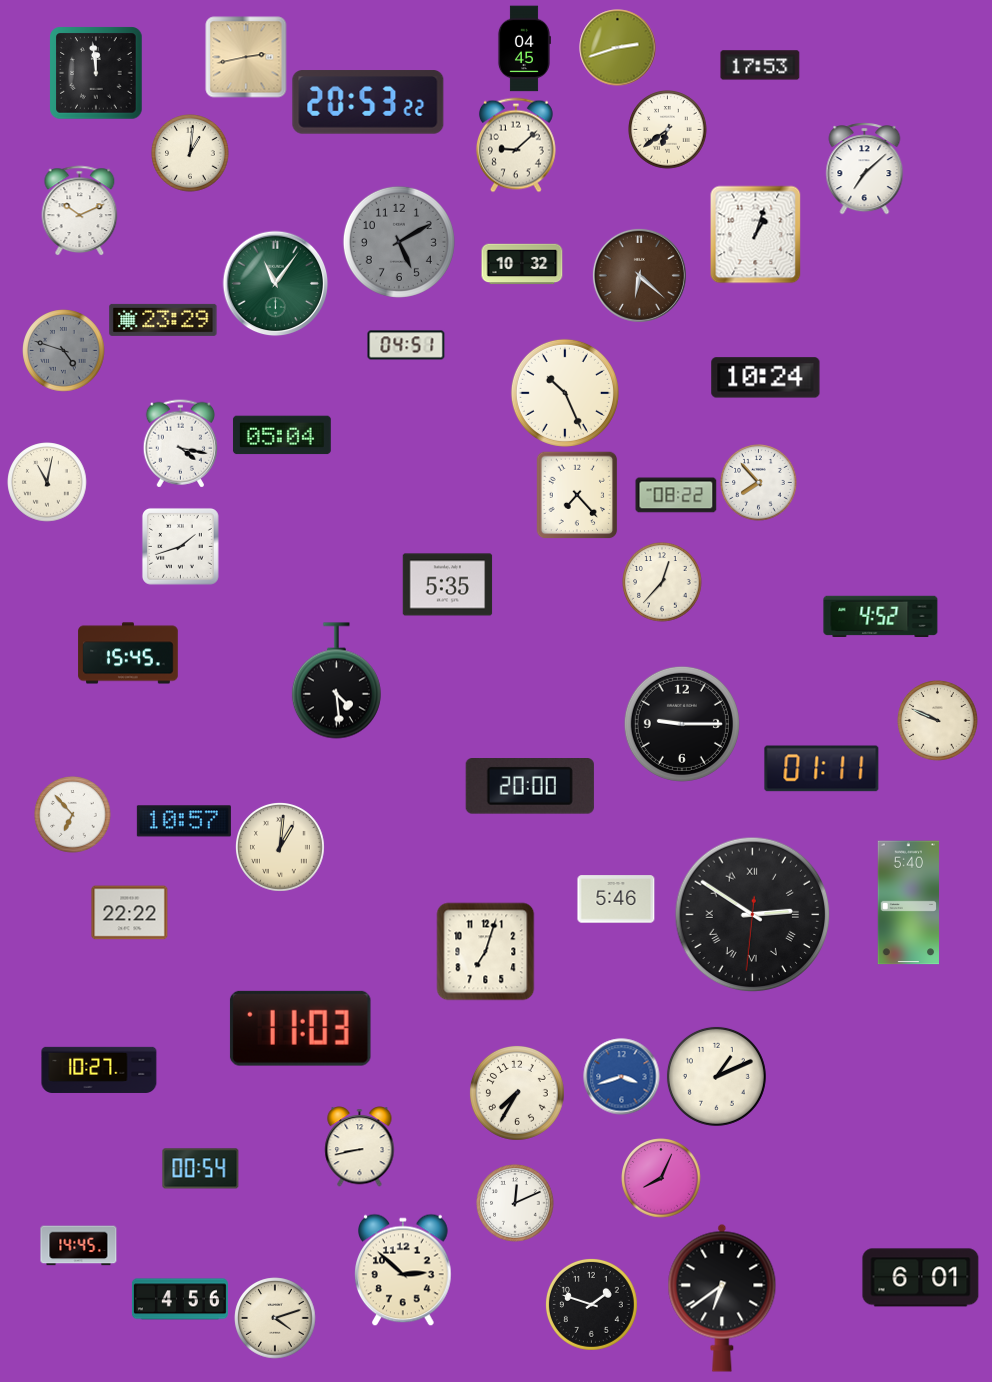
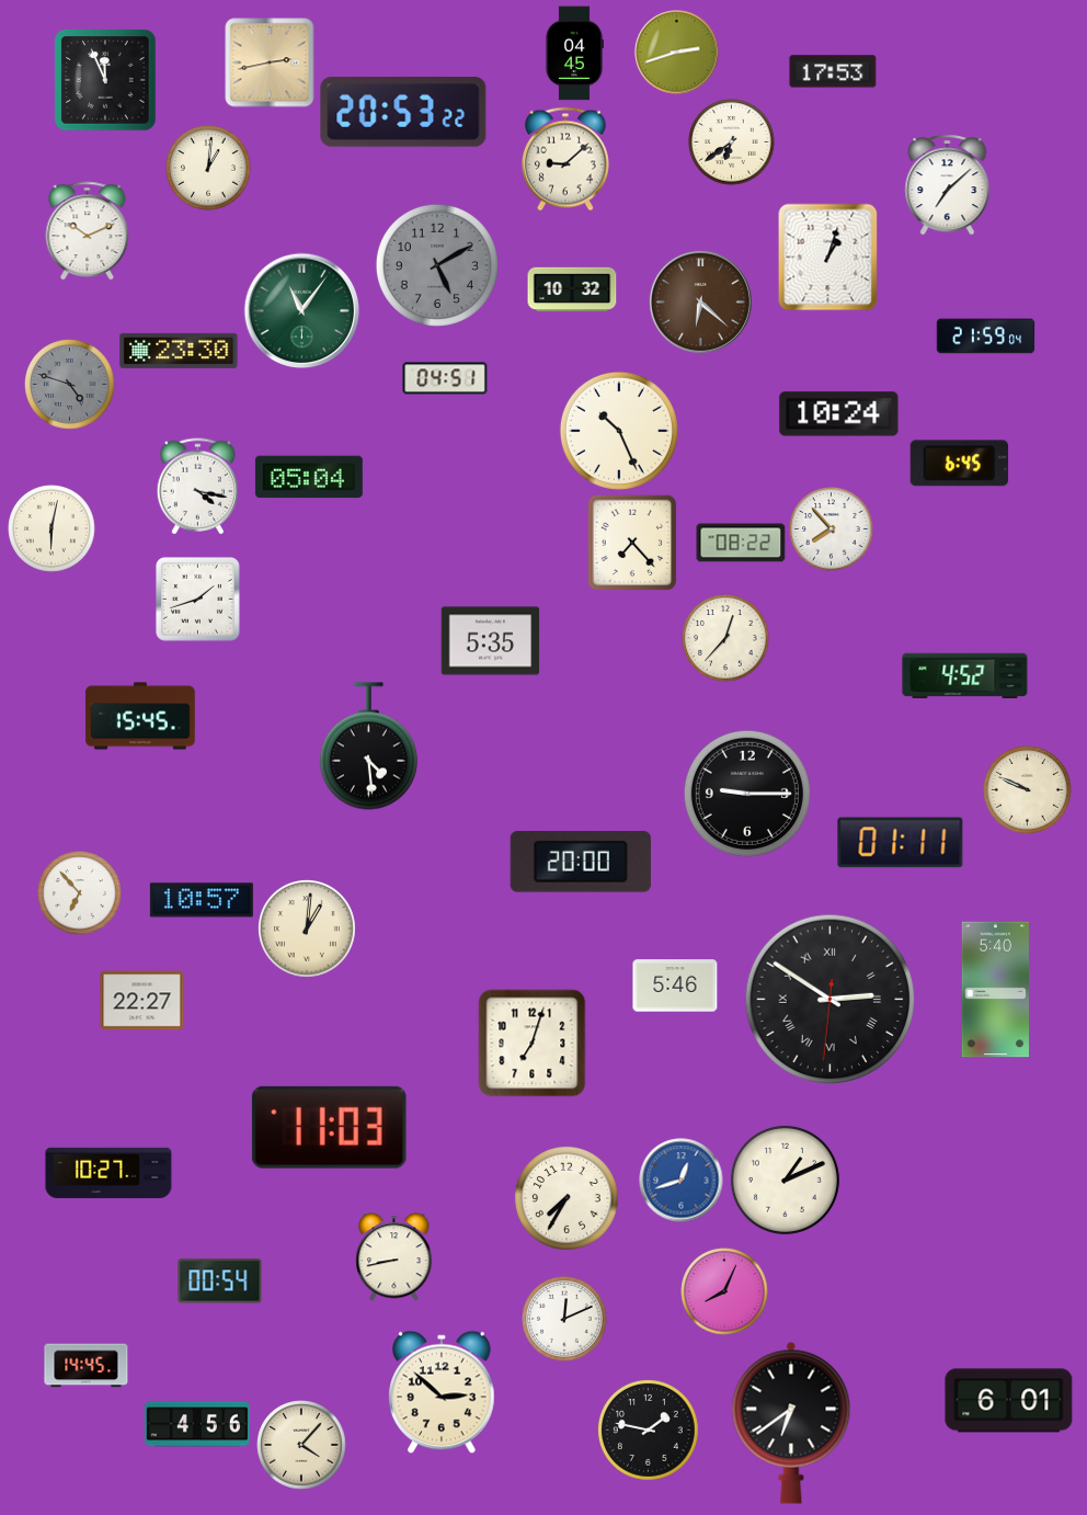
clock at (96, 73): 11:59 -> 11:56
clock at (986, 337): none -> 21:59
clock at (163, 320): 23:29 -> 23:30
clock at (959, 464): none -> 6:45
clock at (47, 482): 11:02 -> 6:02
clock at (130, 913): 22:22 -> 22:27
clock at (753, 915) position: (753, 915) -> (831, 1000)
clock at (622, 1077): 3:42 -> 12:42
clock at (591, 1304): 1:48 -> 1:47
clock at (275, 1318): 4:12 -> 4:07
